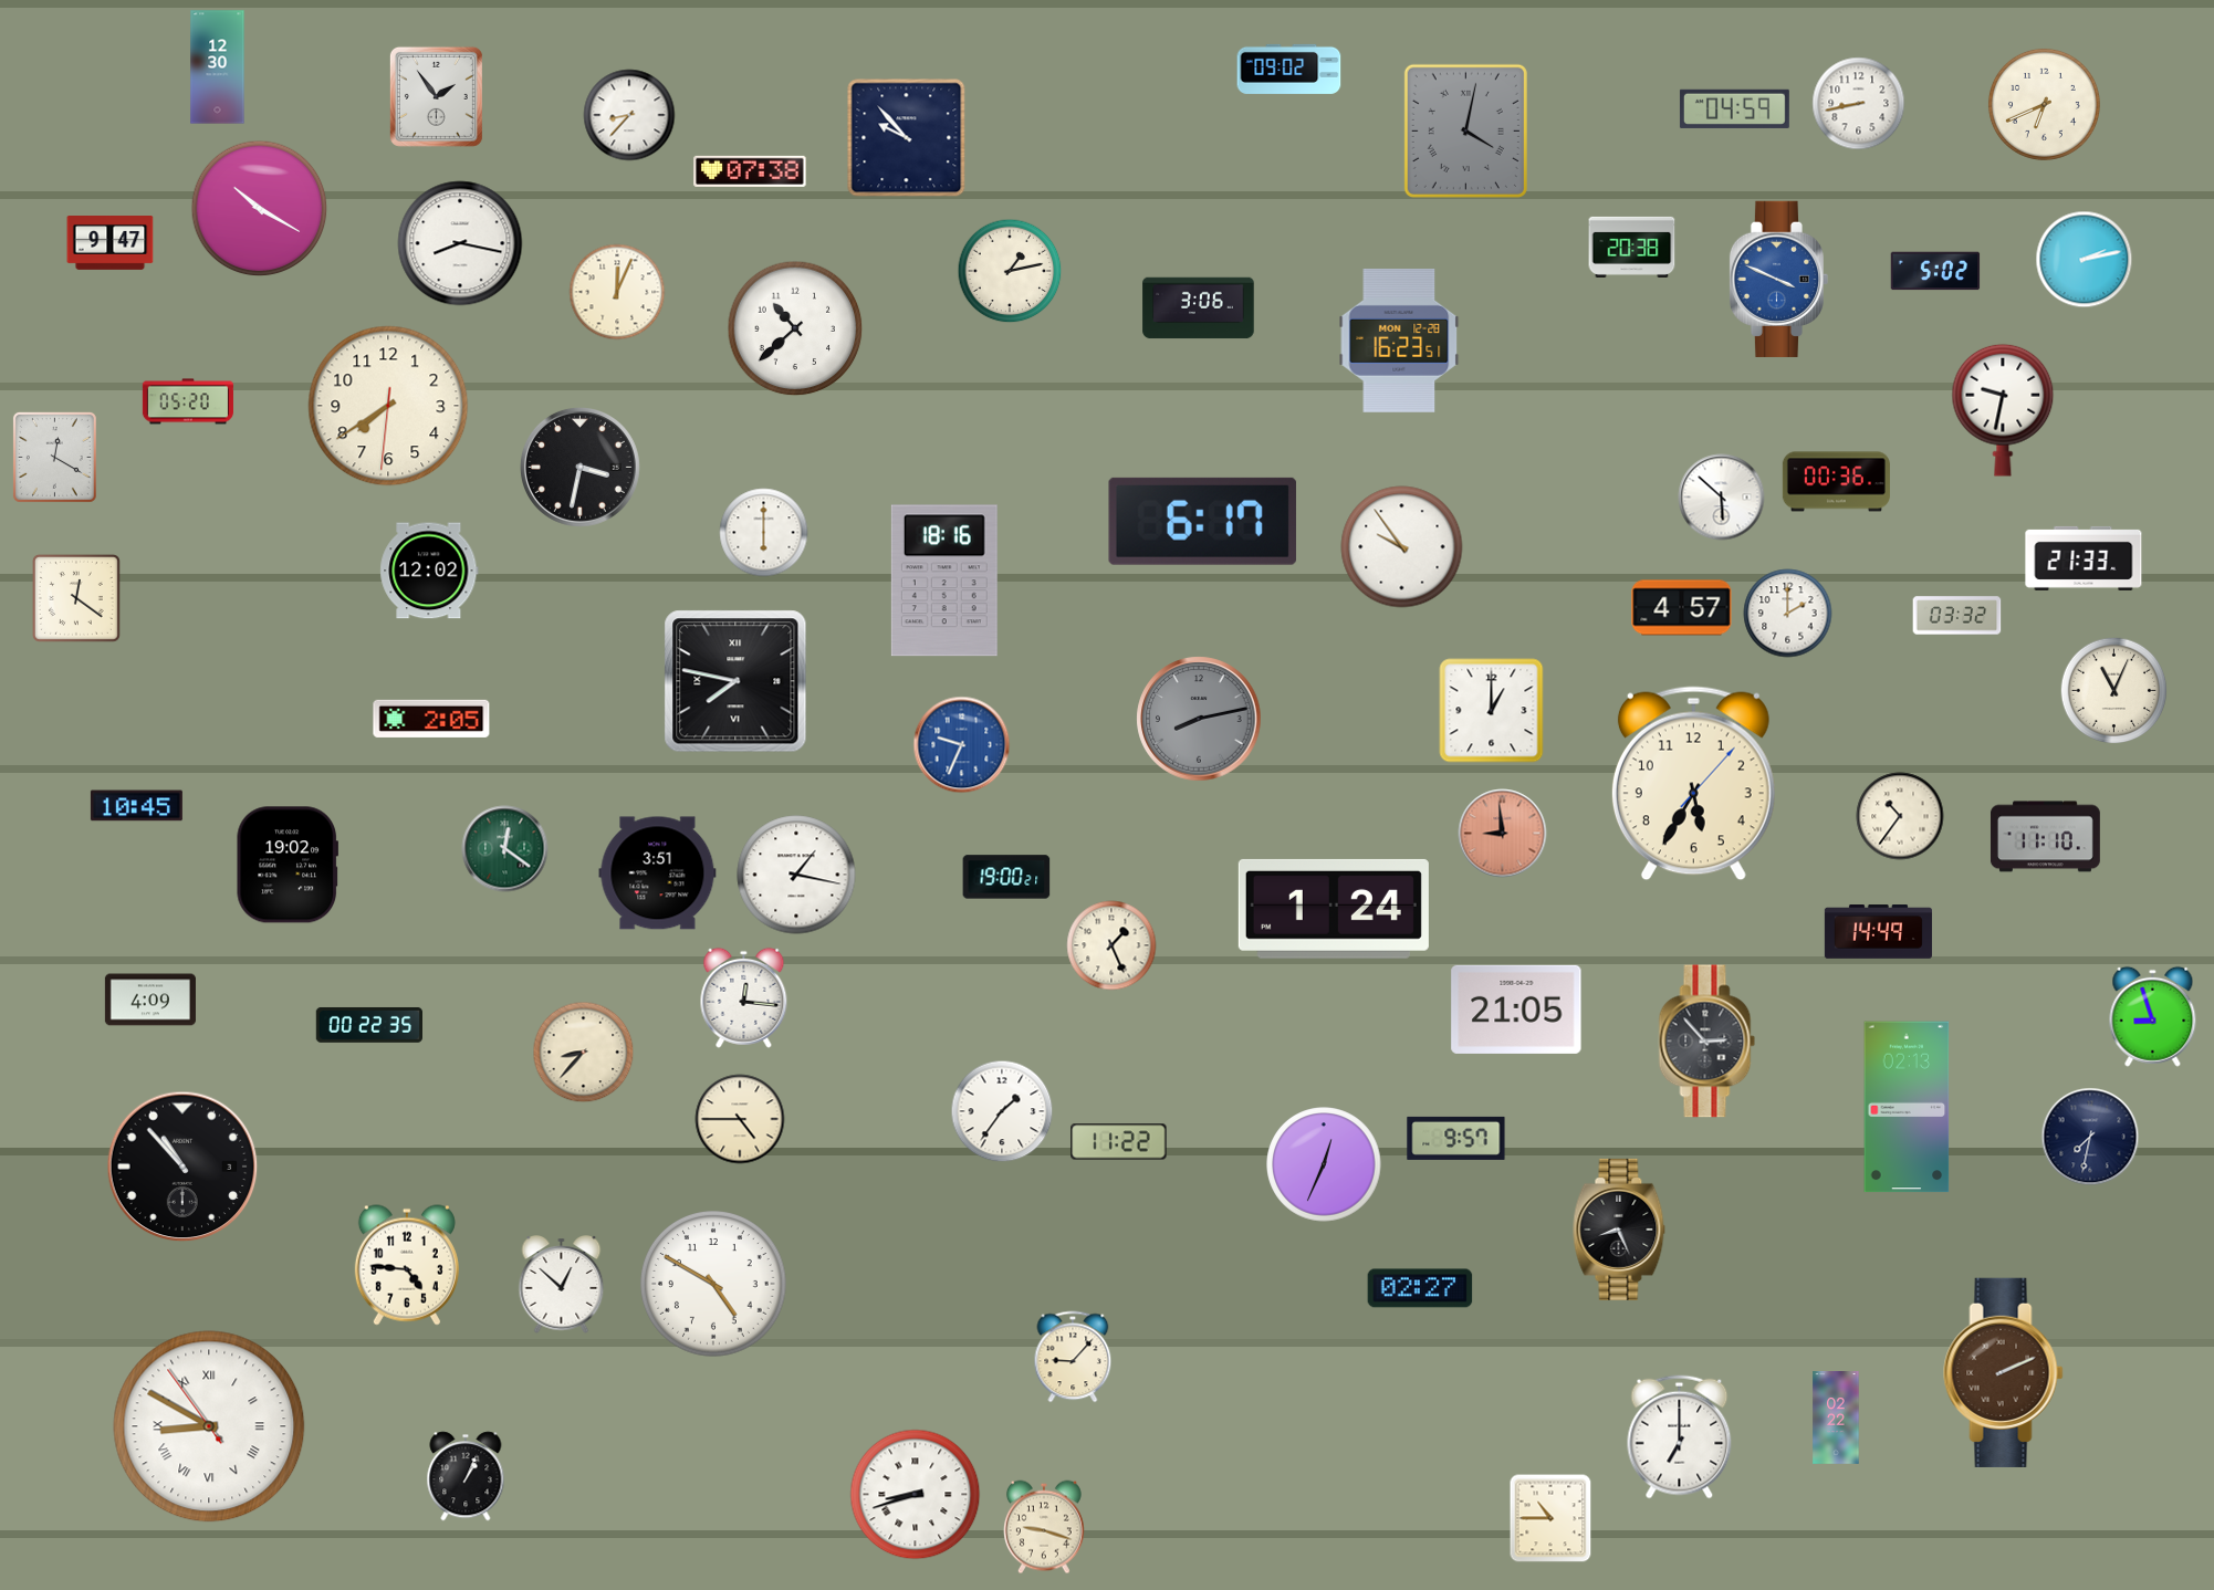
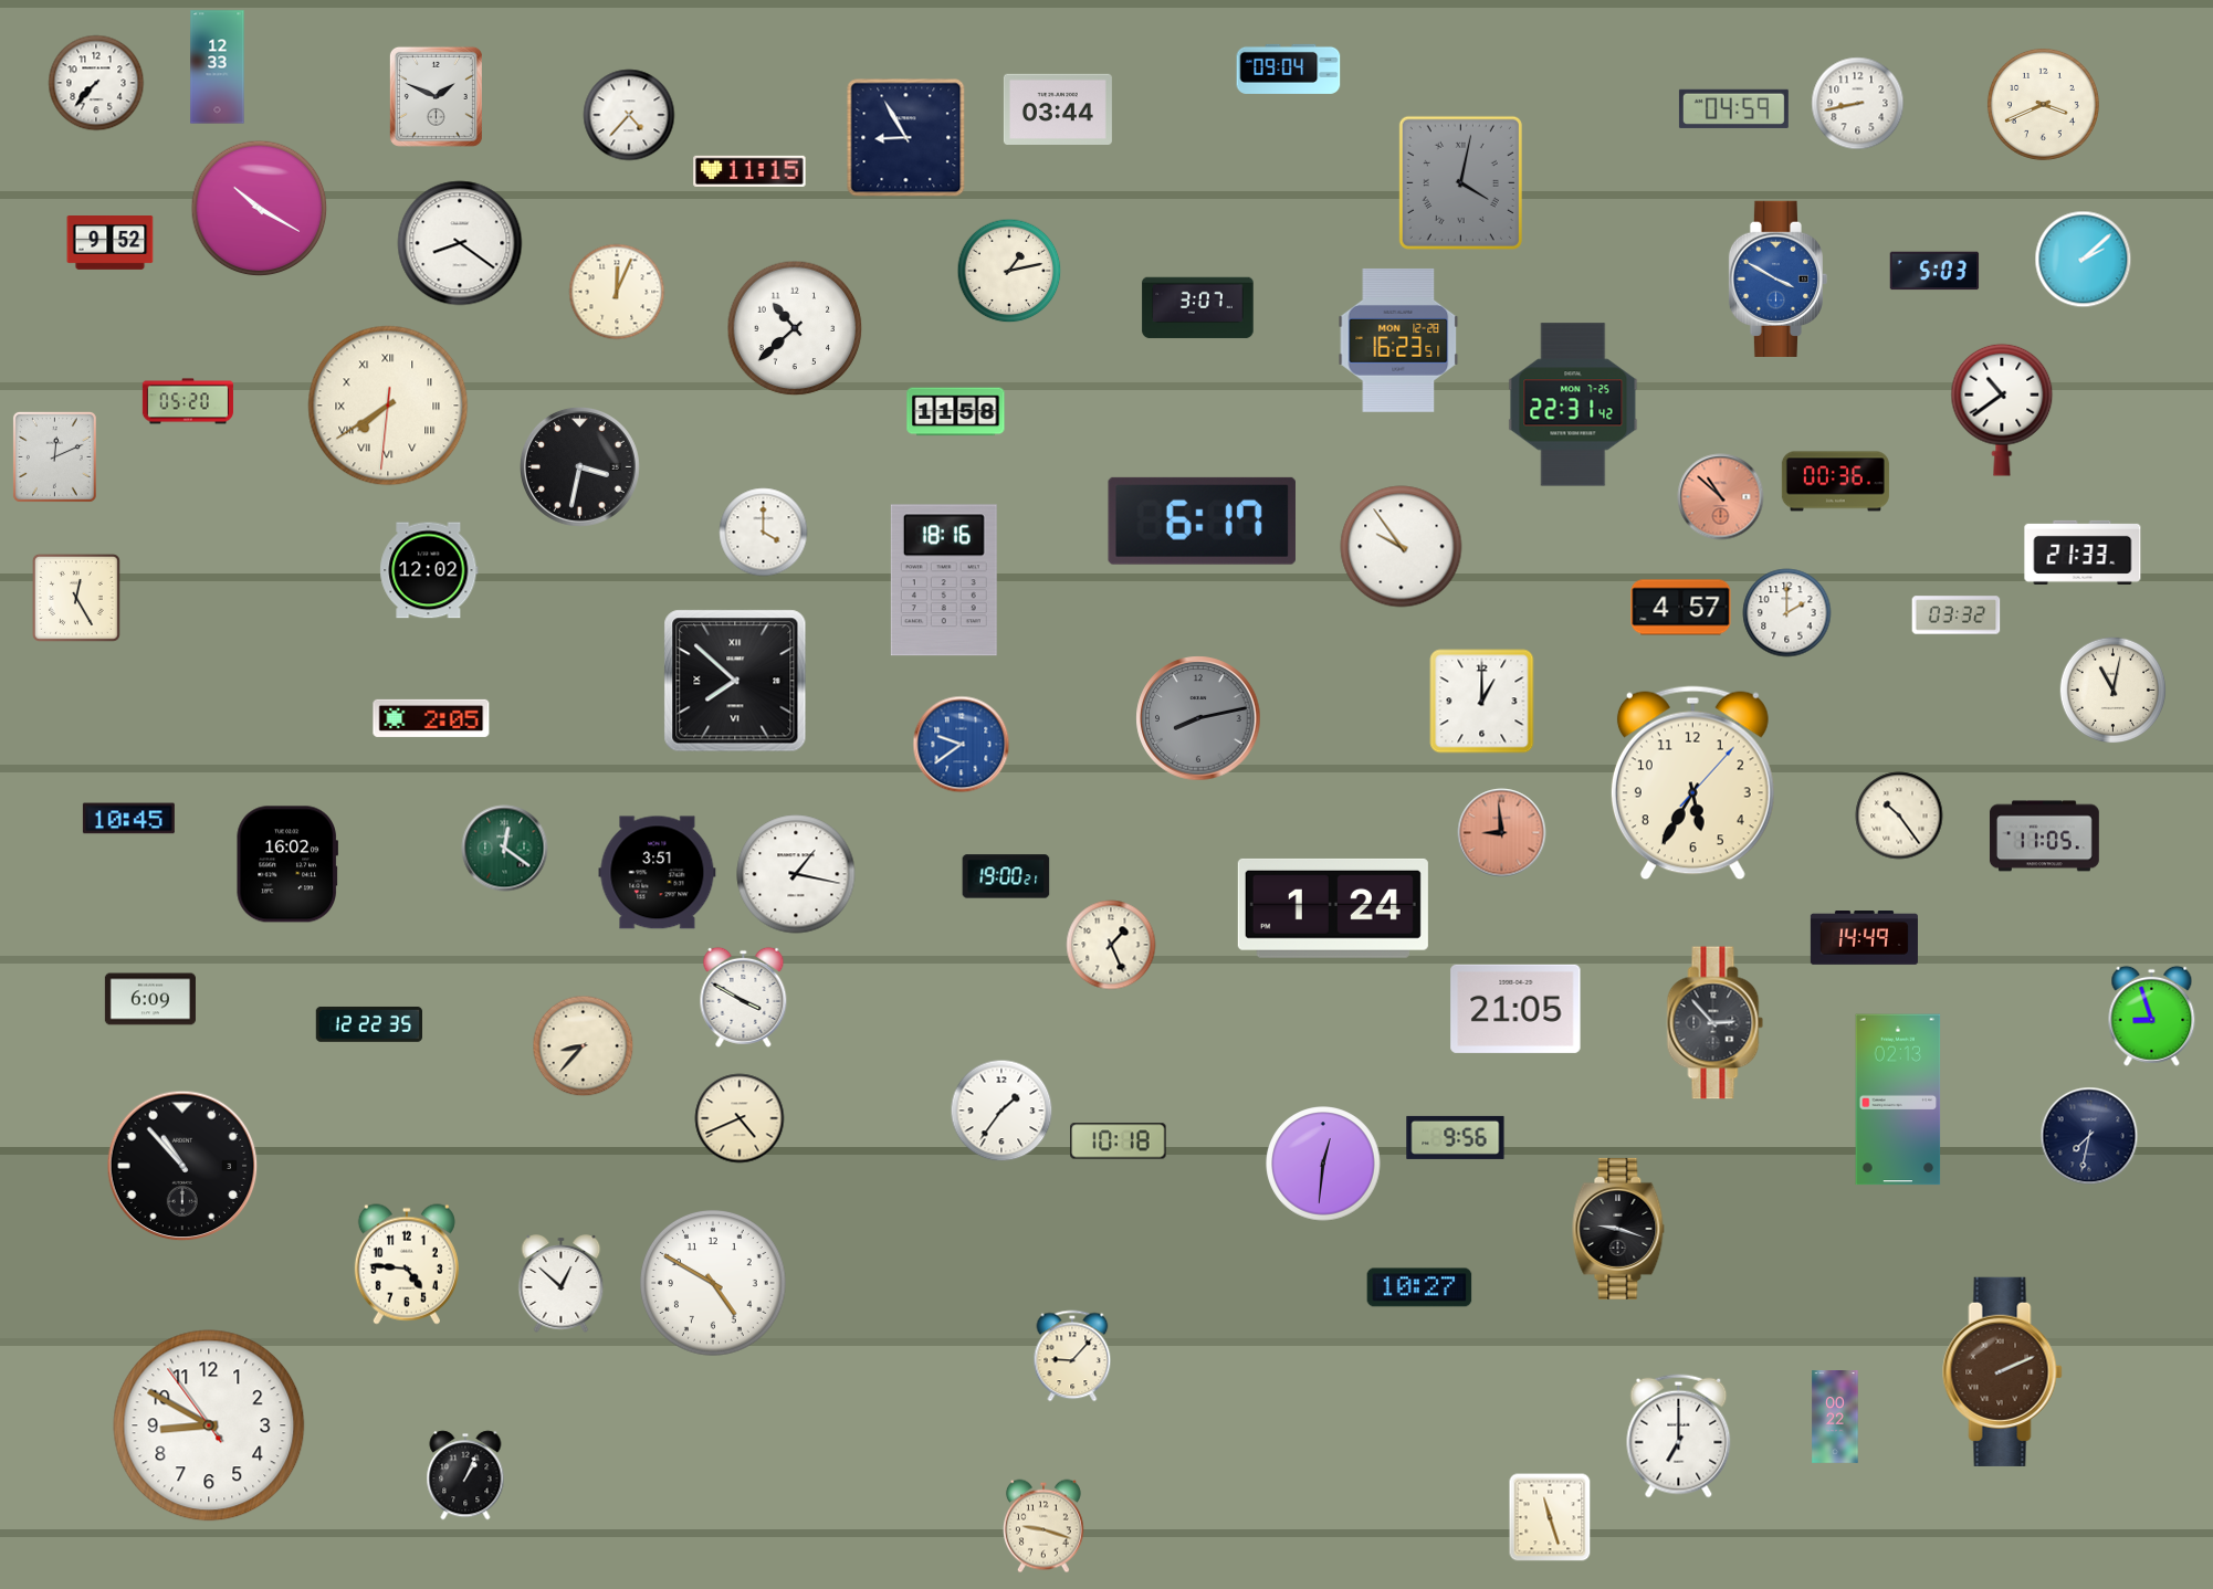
clock at (218, 67): 12:30 -> 12:33
clock at (1289, 69): 09:02 -> 09:04
clock at (96, 83): none -> 7:37
clock at (436, 96): 1:54 -> 1:49
clock at (2044, 104): 6:41 -> 3:41
clock at (1058, 108): none -> 03:44
clock at (629, 115): 8:37 -> 4:37
clock at (1465, 130) position: (1465, 130) -> (1460, 182)
clock at (907, 138): 9:53 -> 8:55
clock at (750, 171): 07:38 -> 11:15
clock at (111, 243): 9:47 -> 9:52
clock at (460, 243): 8:17 -> 8:21
clock at (1632, 247): 20:38 -> none
clock at (2085, 260): 2:13 -> 2:08
clock at (1935, 271): 5:02 -> 5:03
clock at (1778, 279): 3:49 -> 3:50
clock at (1199, 308): 3:06 -> 3:07
clock at (1573, 404): none -> 22:31
clock at (388, 406) numerals: Arabic -> Roman
clock at (2003, 410): 9:32 -> 10:39
clock at (956, 412): none -> 11:58
clock at (54, 457): 12:20 -> 12:11
clock at (1722, 498): 5:52 -> 10:52
clock at (1722, 498) dial: white -> salmon
clock at (764, 533): 6:00 -> 4:00
clock at (2084, 558) position: (2084, 558) -> (2083, 553)
clock at (76, 598): 12:21 -> 12:25
clock at (735, 681): 7:47 -> 7:52
clock at (2114, 691): 11:04 -> 11:02
clock at (1492, 711) position: (1492, 711) -> (1482, 702)
clock at (962, 745): 9:34 -> 9:39
clock at (136, 806) position: (136, 806) -> (128, 819)
clock at (1900, 816): 10:36 -> 10:24
clock at (2045, 837): 11:10 -> 11:05
clock at (286, 865): 19:02 -> 16:02
clock at (1878, 932) position: (1878, 932) -> (1864, 938)
clock at (744, 997): 12:16 -> 3:50
clock at (150, 1000): 4:09 -> 6:09
clock at (368, 1025): 00:22 -> 12:22
clock at (1708, 1042) position: (1708, 1042) -> (1716, 1023)
clock at (584, 1053) position: (584, 1053) -> (584, 1046)
clock at (1907, 1107) position: (1907, 1107) -> (1898, 1099)
clock at (740, 1119): 4:45 -> 4:41
clock at (1456, 1138): 9:57 -> 9:56
clock at (1119, 1142): 11:22 -> 10:18
clock at (1324, 1164): 12:34 -> 12:31
clock at (1619, 1230): 8:26 -> 9:18
clock at (1420, 1288): 02:27 -> 10:27
clock at (1836, 1419): 02:22 -> 00:22
clock at (209, 1426) numerals: Roman -> Arabic
clock at (916, 1495): 8:42 -> none
clock at (1550, 1518): 10:45 -> 11:27
